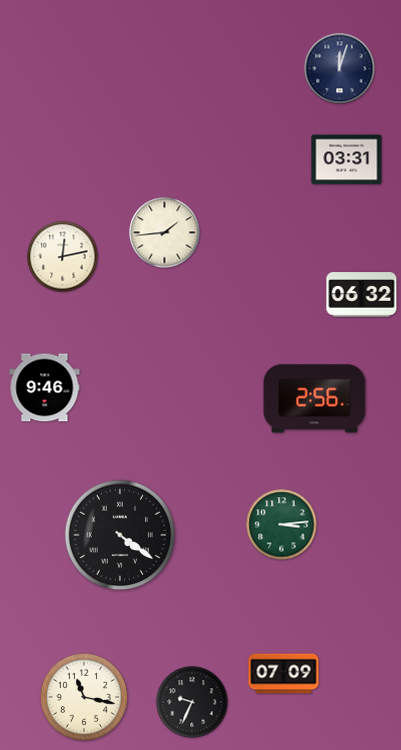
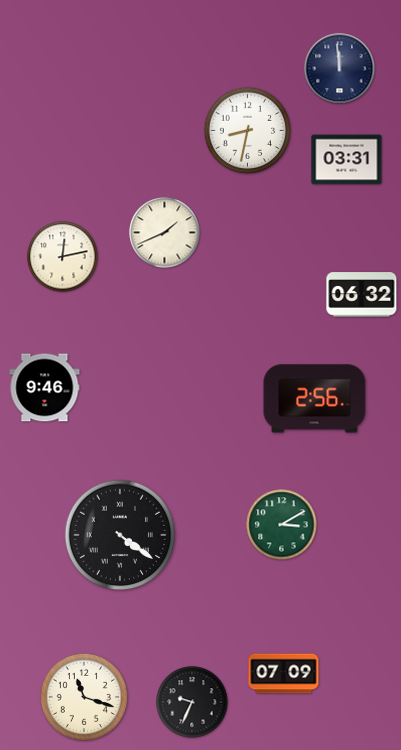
clock at (340, 69): 12:03 -> 11:59
clock at (248, 131): none -> 8:32
clock at (165, 233): 1:44 -> 1:41
clock at (282, 525): 3:14 -> 3:10
clock at (83, 696): 11:17 -> 11:18
